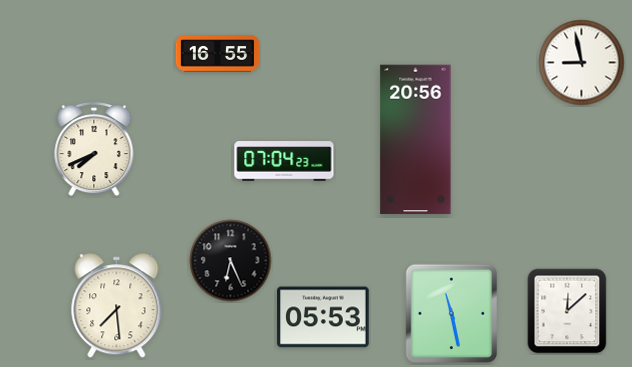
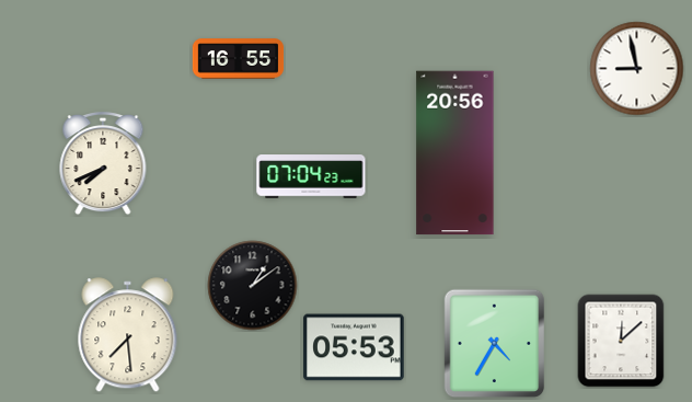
clock at (231, 261): 6:26 -> 1:09
clock at (452, 314): 11:28 -> 4:35
